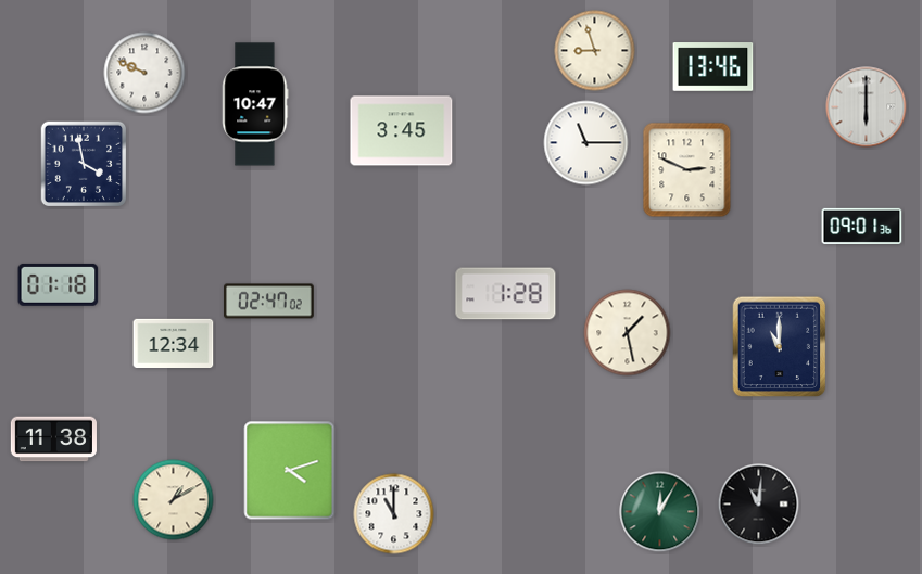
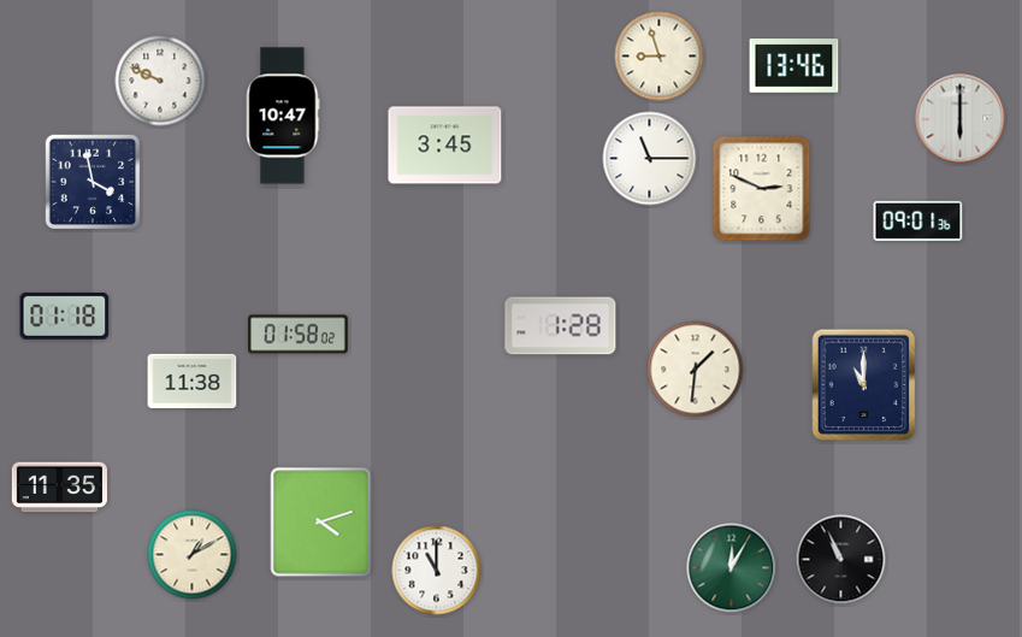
clock at (713, 67) position: (713, 67) -> (794, 66)
clock at (862, 226) position: (862, 226) -> (918, 220)
clock at (269, 302): 02:47 -> 01:58
clock at (628, 333): 1:28 -> 1:31
clock at (174, 343): 12:34 -> 11:38
clock at (53, 439): 11:38 -> 11:35
clock at (759, 505): 11:01 -> 10:56
